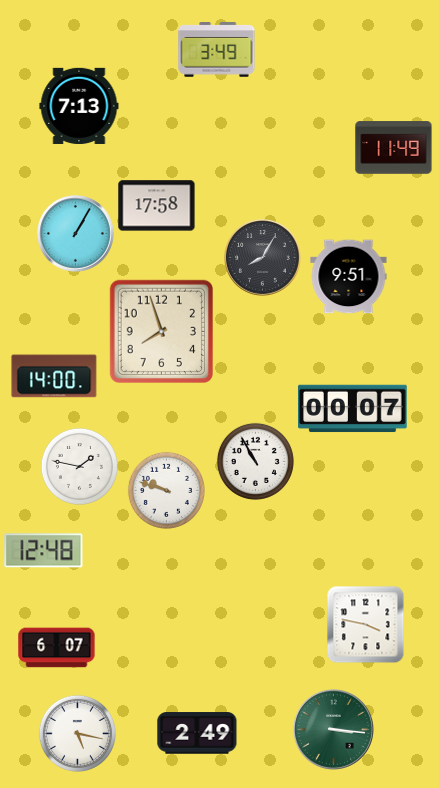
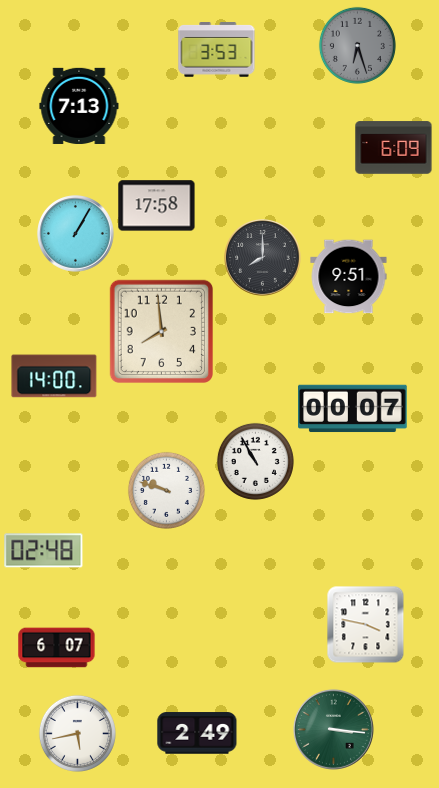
clock at (357, 45): none -> 6:27
clock at (217, 50): 3:49 -> 3:53
clock at (394, 148): 11:49 -> 6:09
clock at (263, 258): 8:05 -> 8:00
clock at (161, 331): 7:57 -> 7:59
clock at (79, 466): 1:47 -> none
clock at (44, 551): 12:48 -> 02:48
clock at (77, 733): 5:17 -> 5:43
